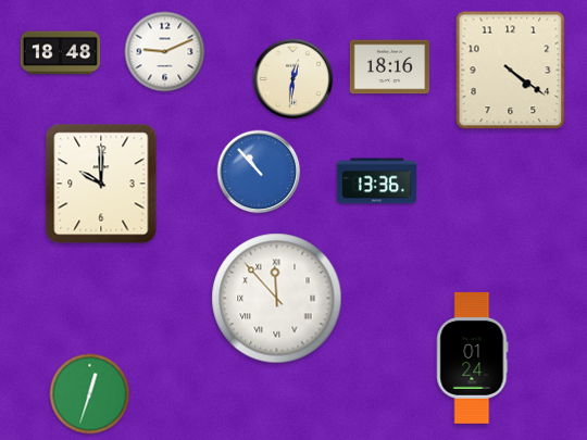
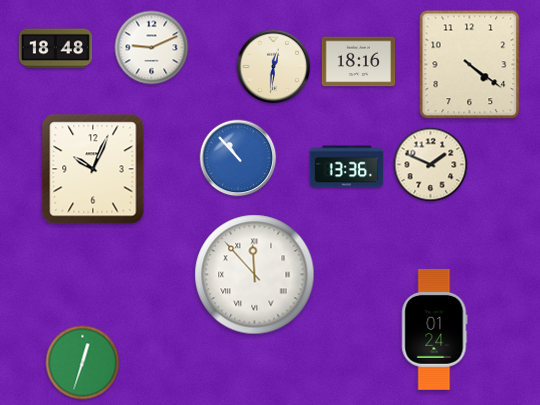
clock at (293, 79) position: (293, 79) -> (274, 67)
clock at (431, 165): none -> 1:49
clock at (101, 184): 10:00 -> 10:04
